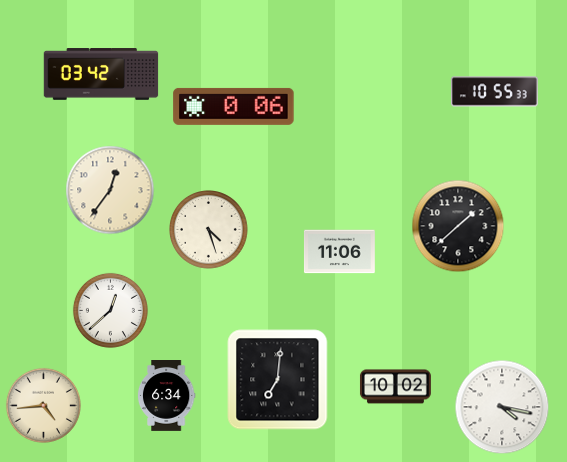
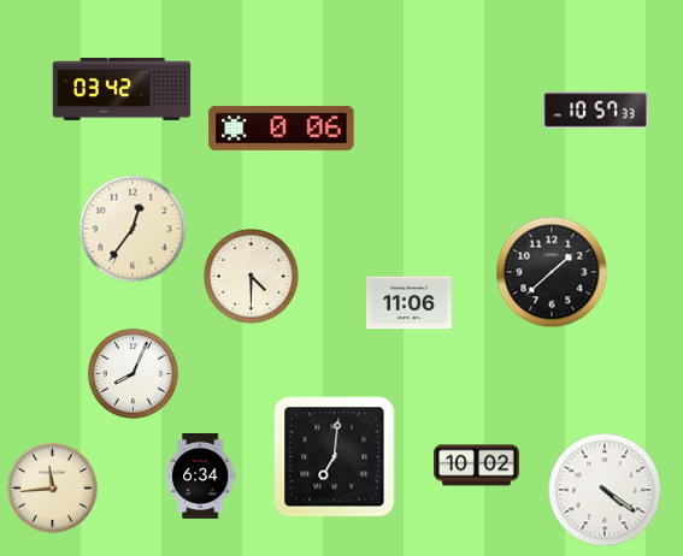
clock at (495, 92): 10:55 -> 10:57
clock at (209, 230): 4:27 -> 4:30
clock at (110, 310): 12:38 -> 8:04
clock at (43, 405): 4:44 -> 11:44
clock at (502, 407): 4:17 -> 4:21
